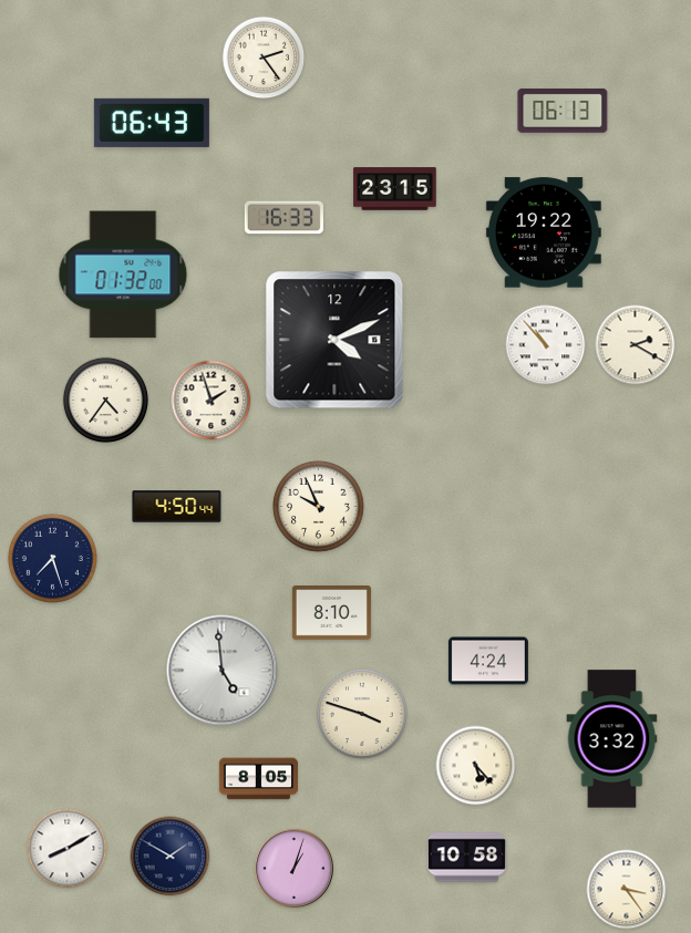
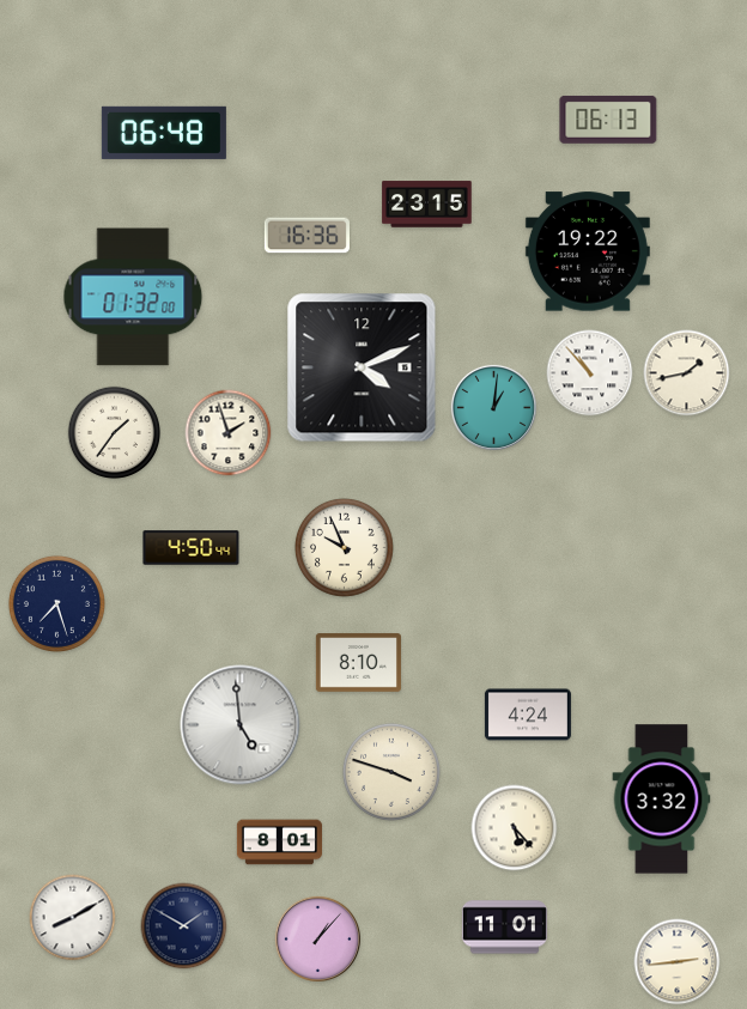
clock at (264, 58): 2:24 -> none
clock at (152, 123): 06:43 -> 06:48
clock at (283, 218): 16:33 -> 16:36
clock at (636, 345): 2:20 -> 1:43
clock at (493, 407): none -> 1:01
clock at (106, 401): 4:36 -> 1:36
clock at (258, 779): 8:05 -> 8:01
clock at (466, 858): 10:58 -> 11:01
clock at (293, 868): 1:03 -> 1:07
clock at (627, 890): 3:24 -> 2:44
